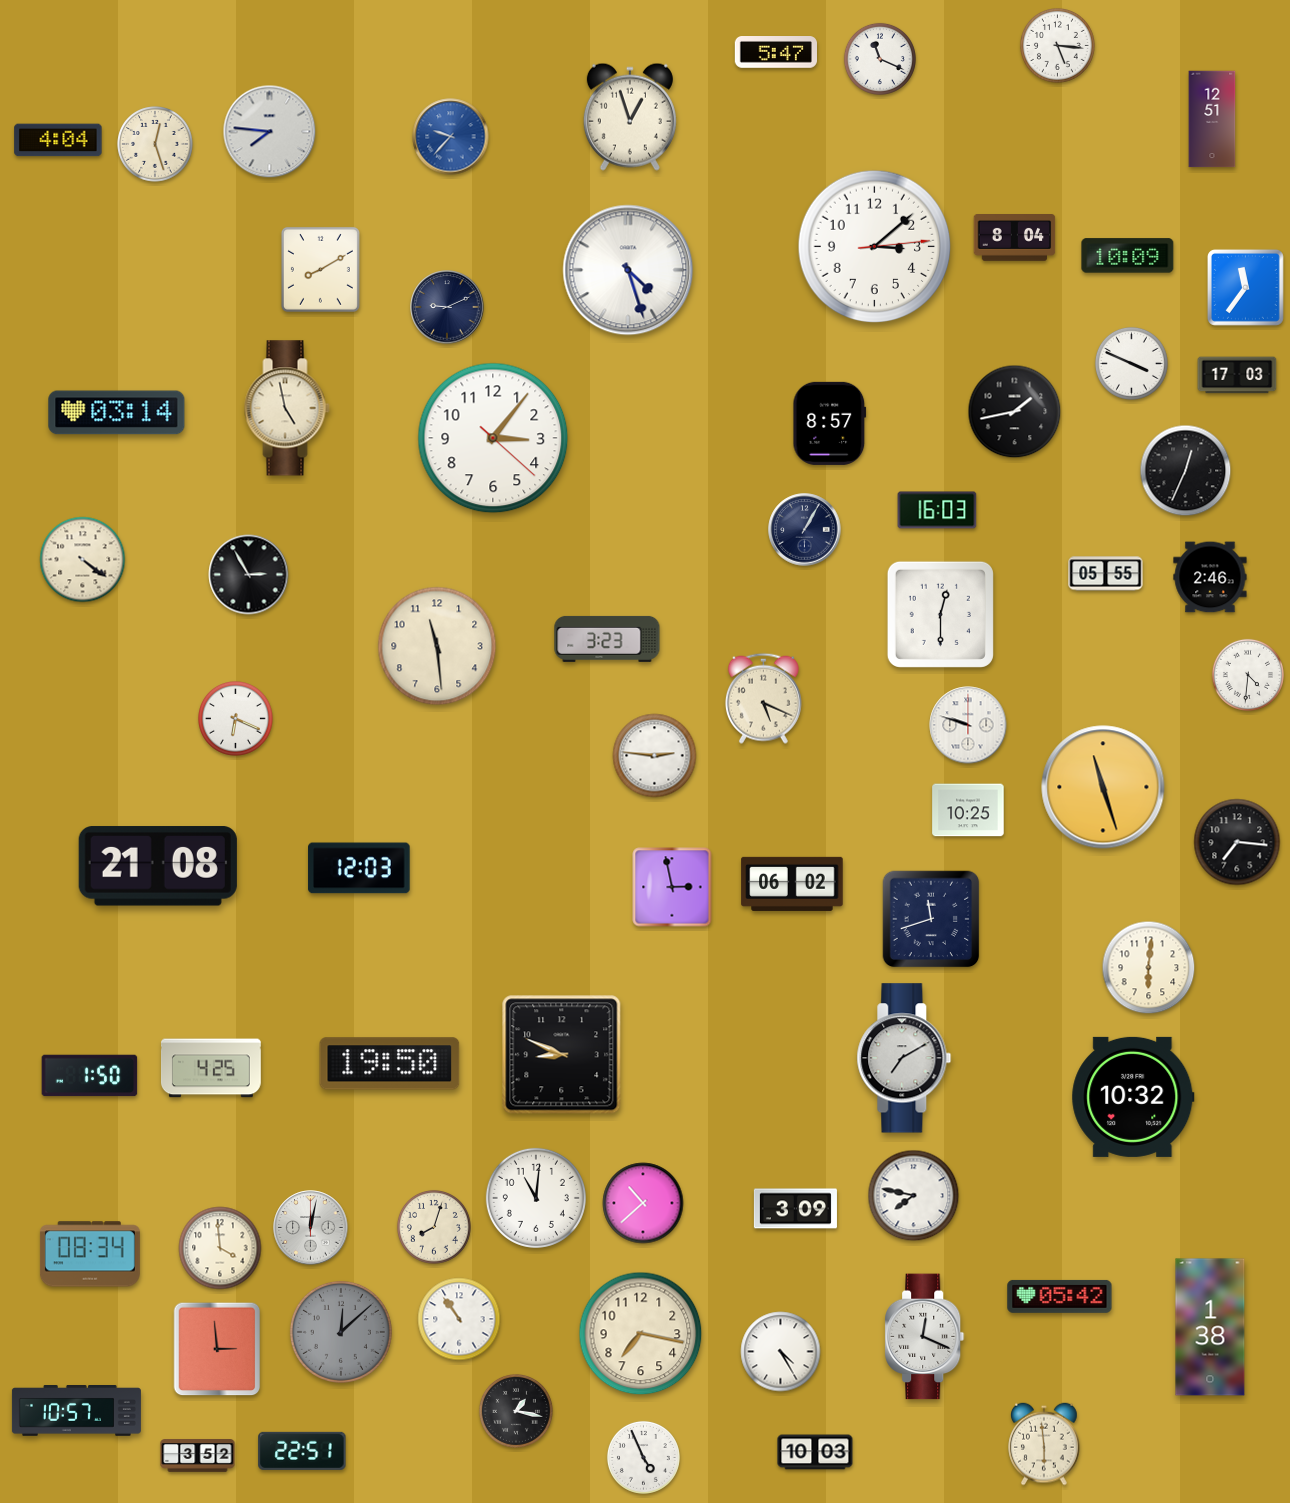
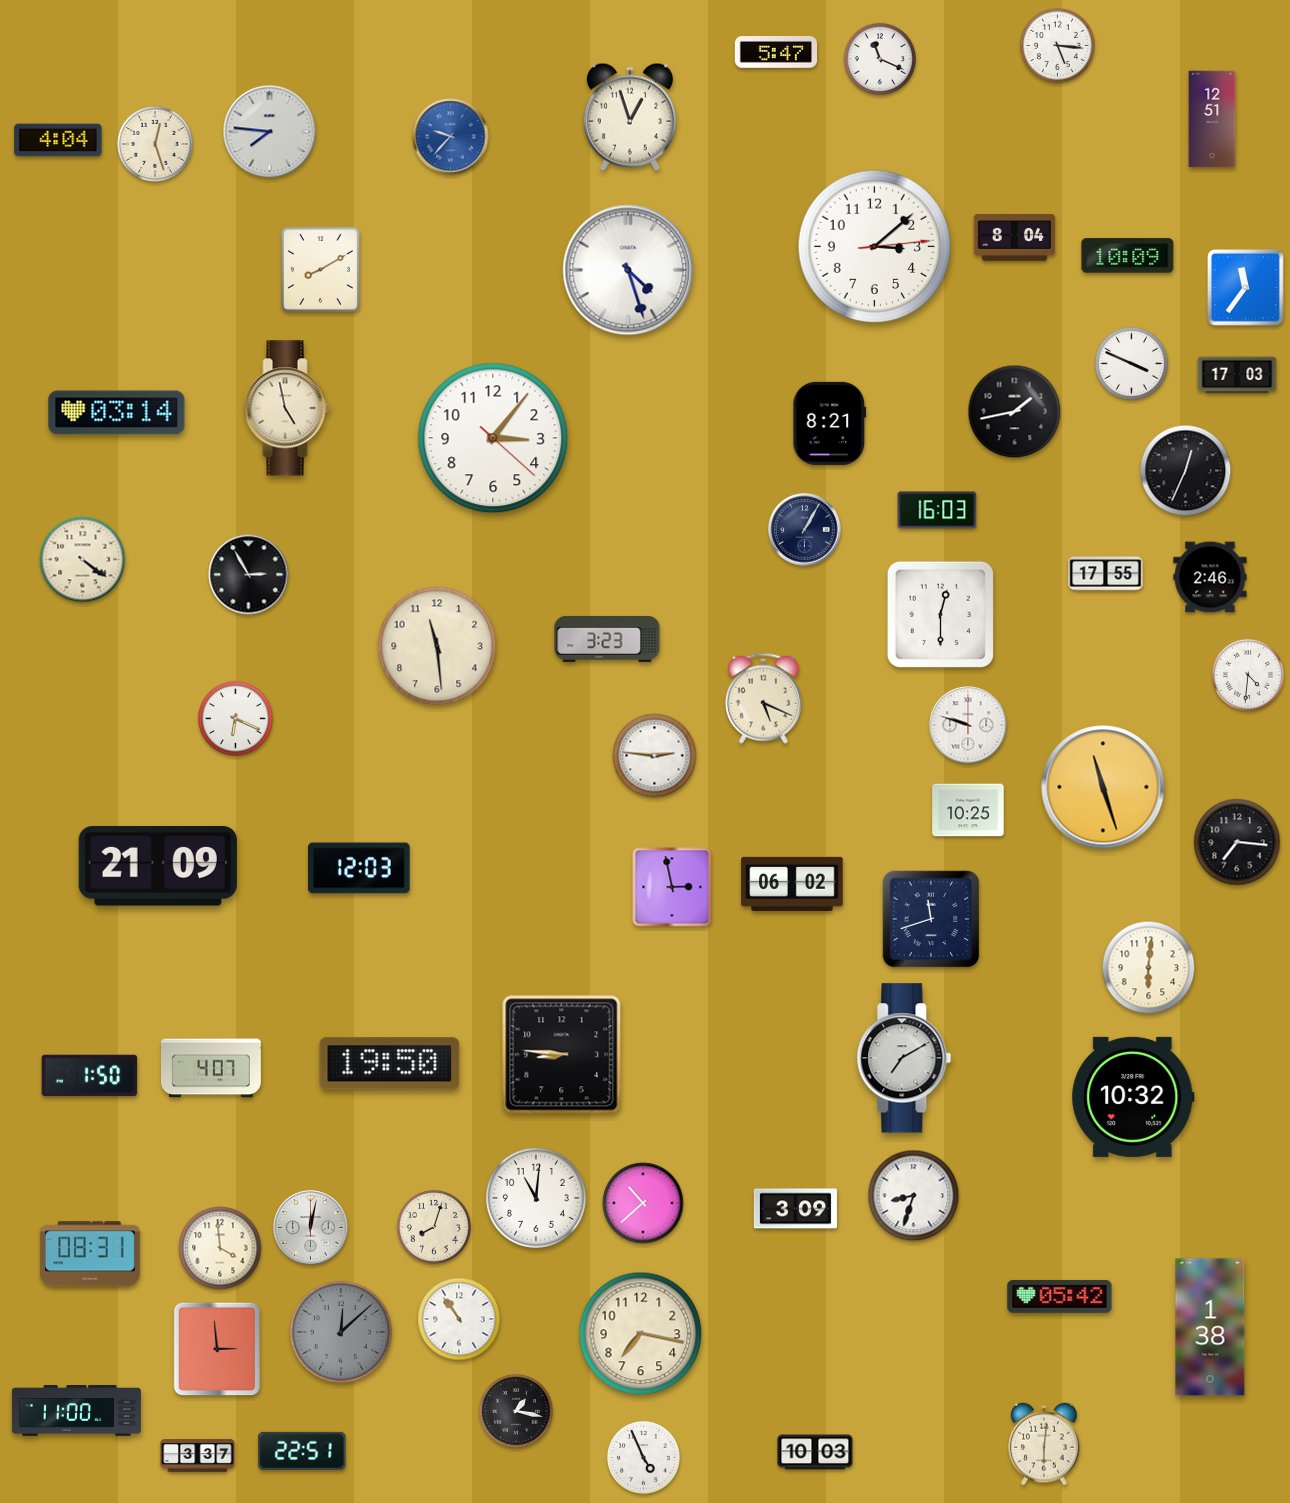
clock at (447, 307): 9:11 -> none
clock at (830, 423): 8:57 -> 8:21
clock at (1106, 574): 05:55 -> 17:55
clock at (158, 866): 21:08 -> 21:09
clock at (562, 1055): 8:49 -> 8:46
clock at (211, 1068): 4:25 -> 4:07
clock at (914, 1196): 7:47 -> 8:33
clock at (90, 1254): 08:34 -> 08:31
clock at (925, 1337): 12:19 -> none
clock at (781, 1352): 4:25 -> none
clock at (76, 1411): 10:57 -> 11:00
clock at (1044, 1444): 5:59 -> 6:01
clock at (198, 1456): 3:52 -> 3:37
